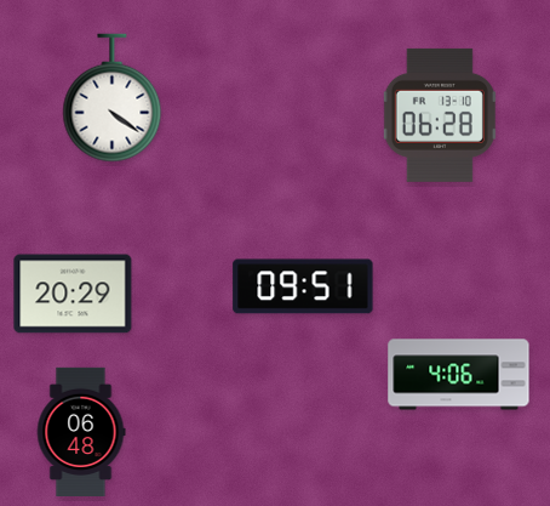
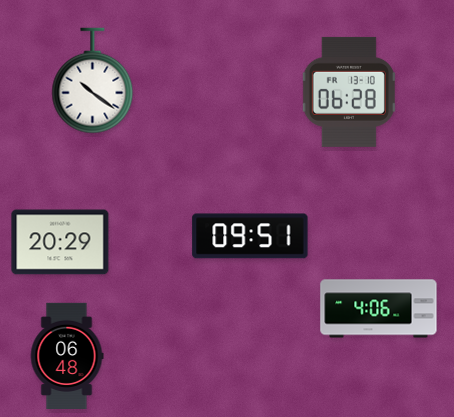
clock at (113, 98): 4:21 -> 10:21
clock at (440, 115) position: (440, 115) -> (349, 92)
